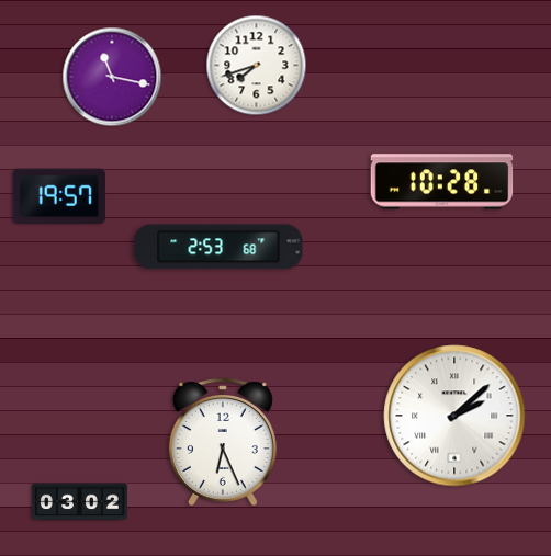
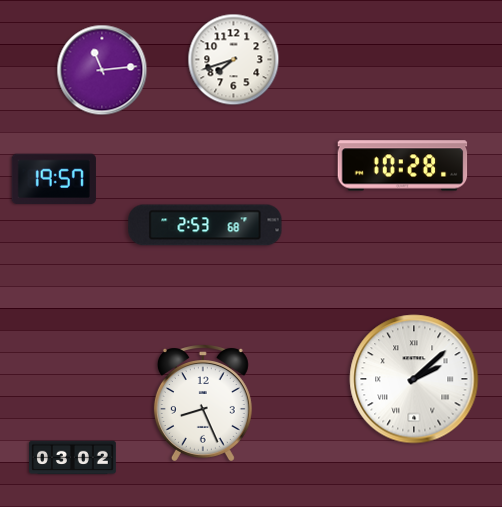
clock at (112, 77): 11:17 -> 11:14
clock at (218, 247) position: (218, 247) -> (205, 225)
clock at (223, 442): 6:26 -> 8:26
